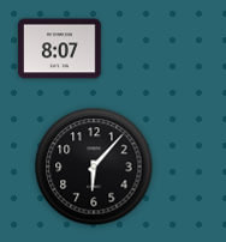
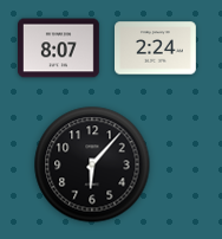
clock at (156, 49): none -> 2:24
